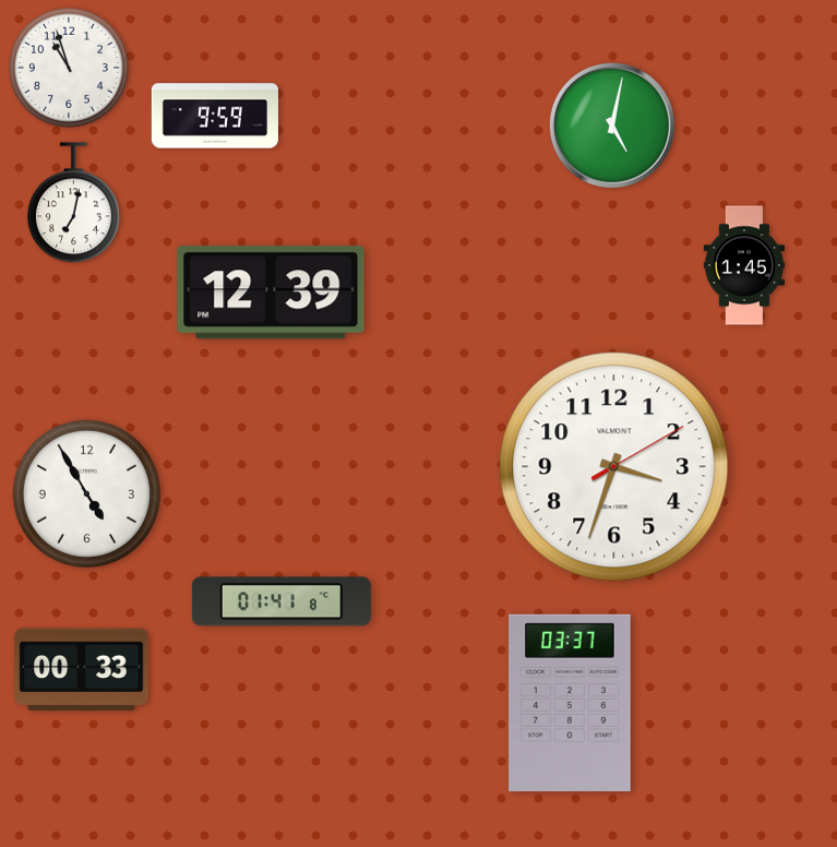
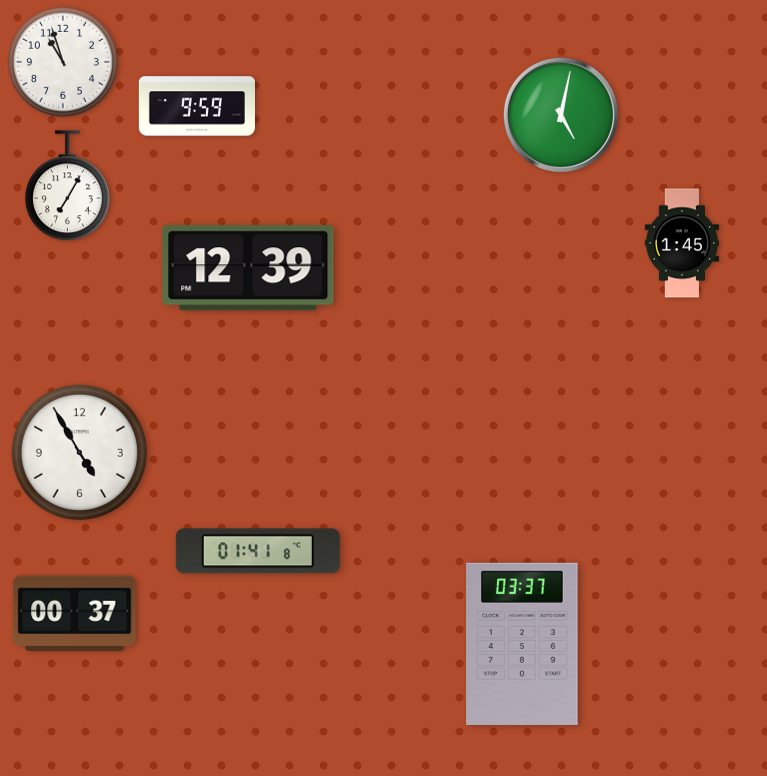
clock at (73, 203): 7:02 -> 7:05
clock at (614, 467): 3:33 -> none
clock at (82, 670): 00:33 -> 00:37
